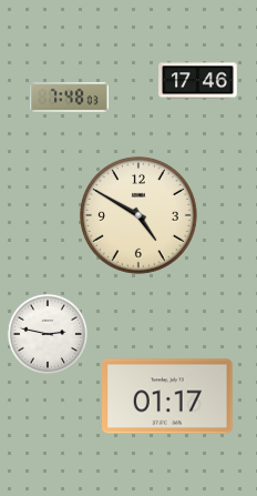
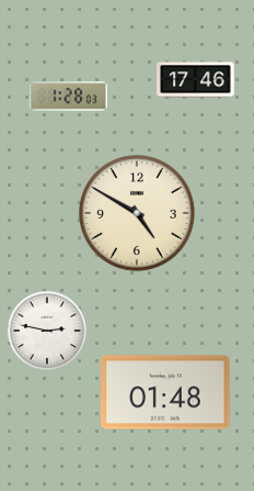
clock at (70, 98): 7:48 -> 1:28
clock at (167, 396): 01:17 -> 01:48
